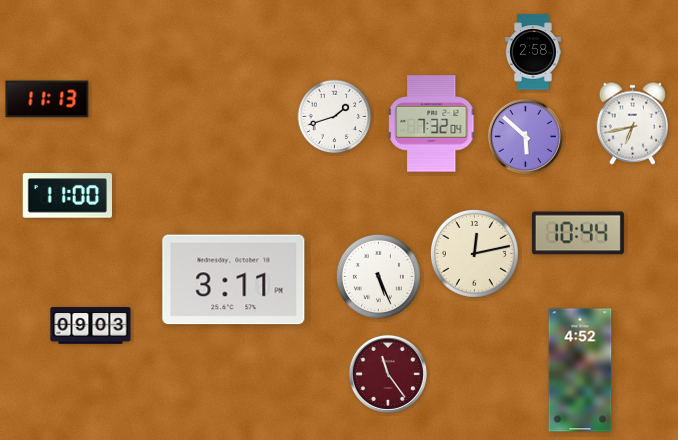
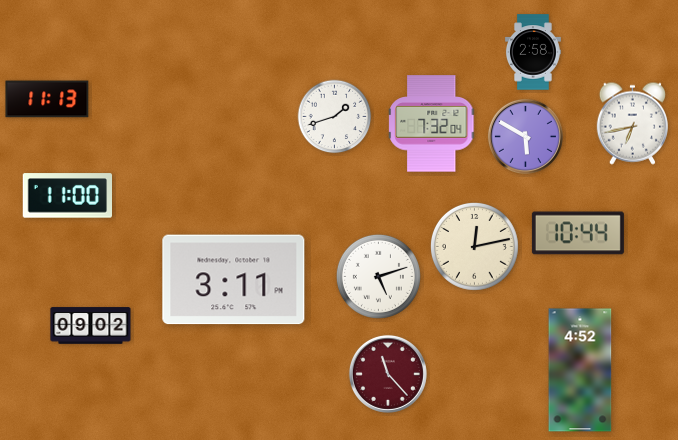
clock at (525, 136): 5:52 -> 5:50
clock at (474, 253) position: (474, 253) -> (474, 246)
clock at (378, 276): 5:26 -> 5:12
clock at (91, 326): 09:03 -> 09:02
clock at (388, 374): 11:24 -> 11:23
